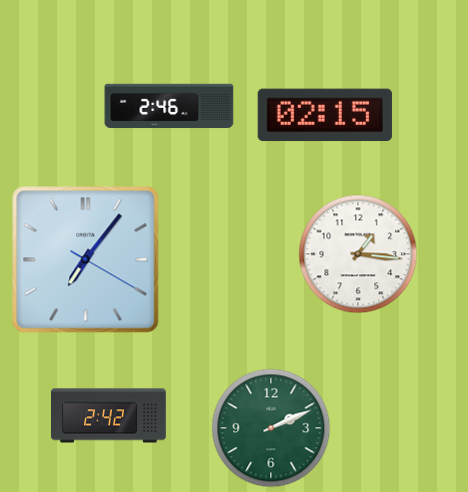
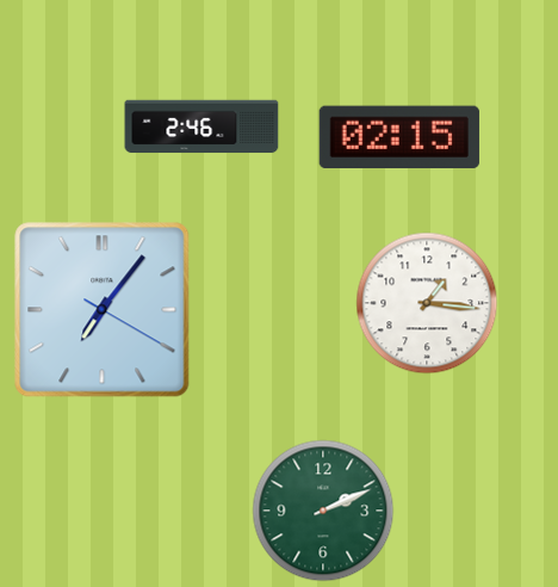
clock at (325, 115) position: (325, 115) -> (399, 137)
clock at (109, 416): 2:42 -> none
